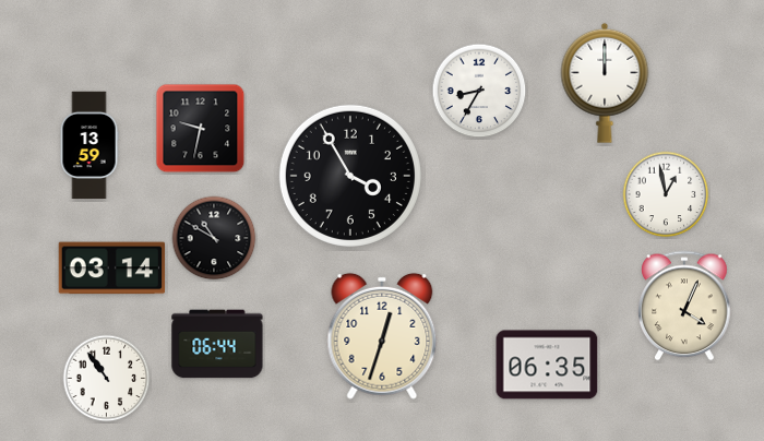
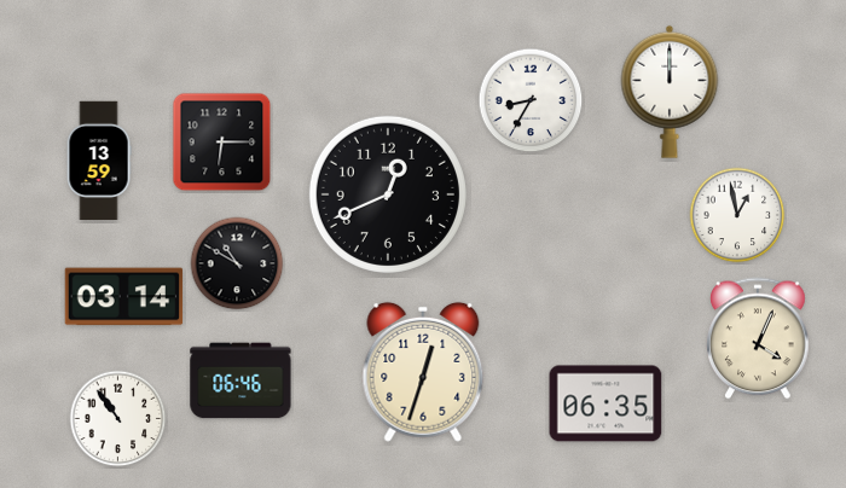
clock at (201, 129): 9:32 -> 6:15
clock at (350, 176): 3:55 -> 12:41
clock at (217, 344): 06:44 -> 06:46
